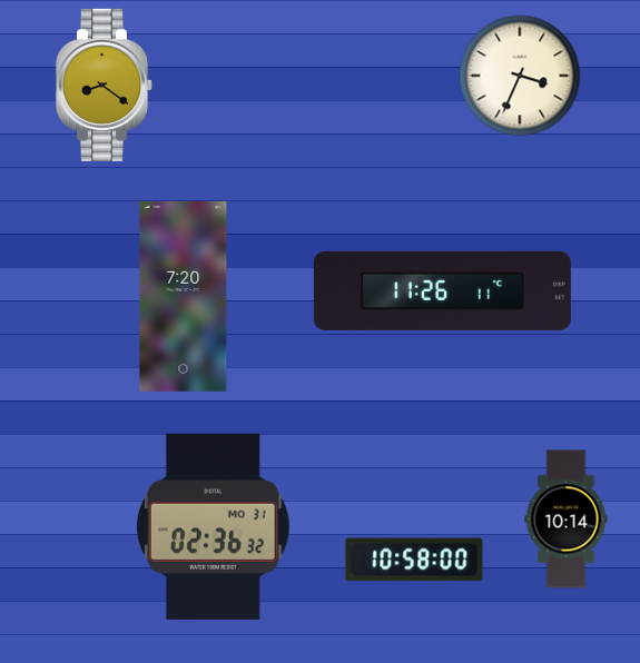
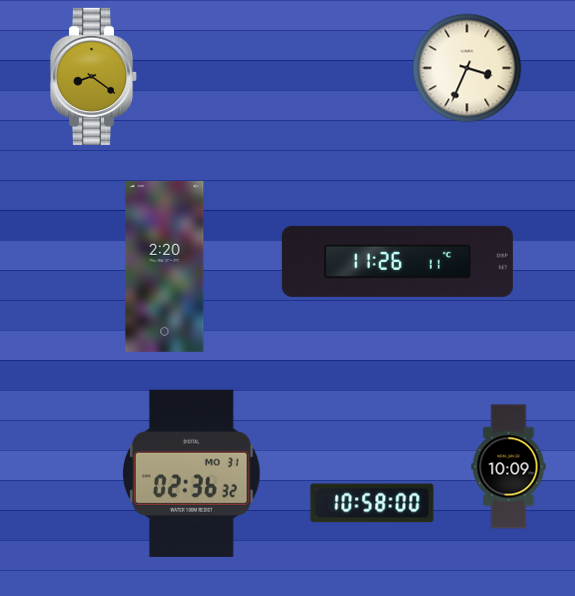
clock at (184, 296): 7:20 -> 2:20
clock at (567, 519): 10:14 -> 10:09
